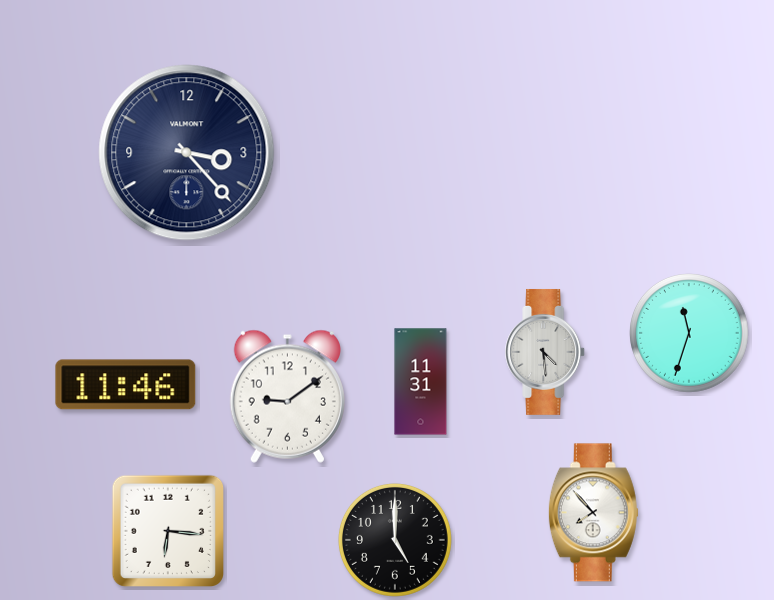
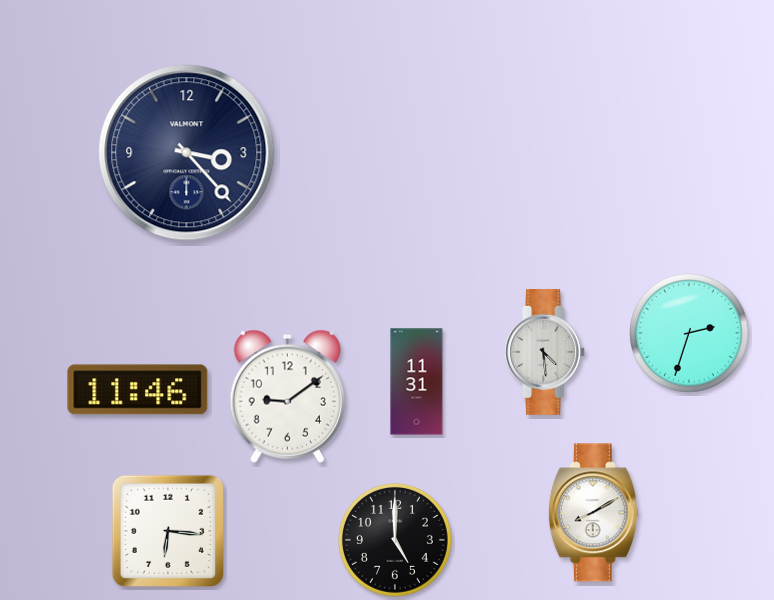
clock at (690, 334): 11:33 -> 2:33
clock at (421, 382) position: (421, 382) -> (417, 382)
clock at (126, 385) position: (126, 385) -> (138, 390)
clock at (593, 513): 7:53 -> 8:10
